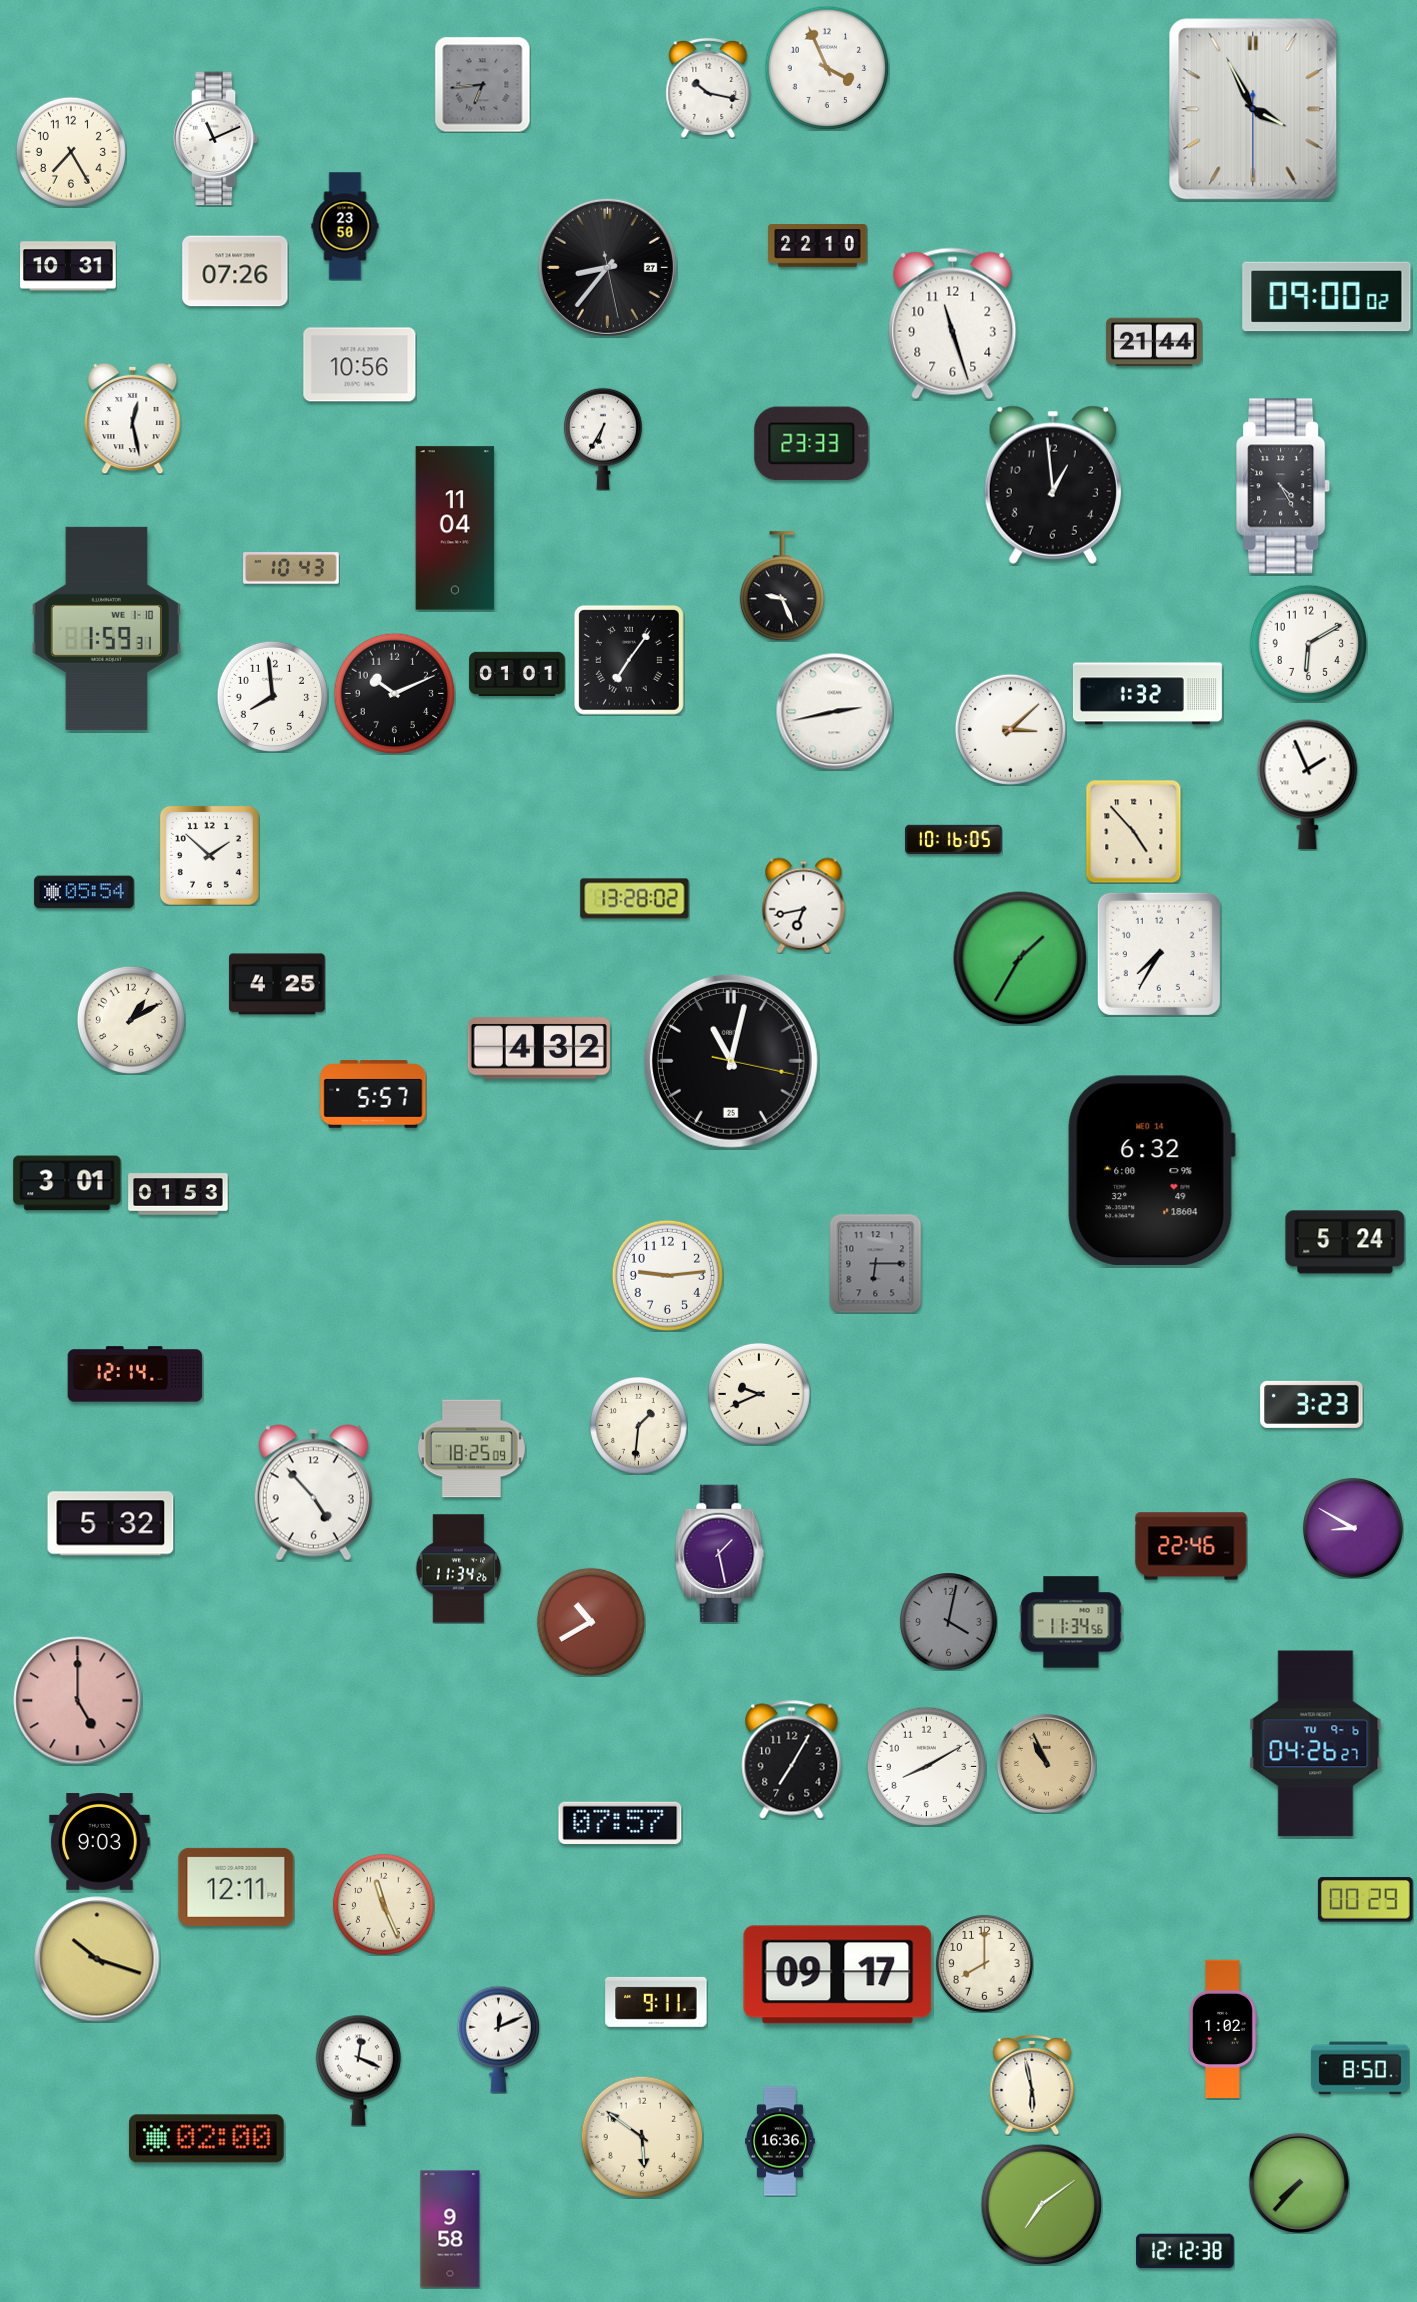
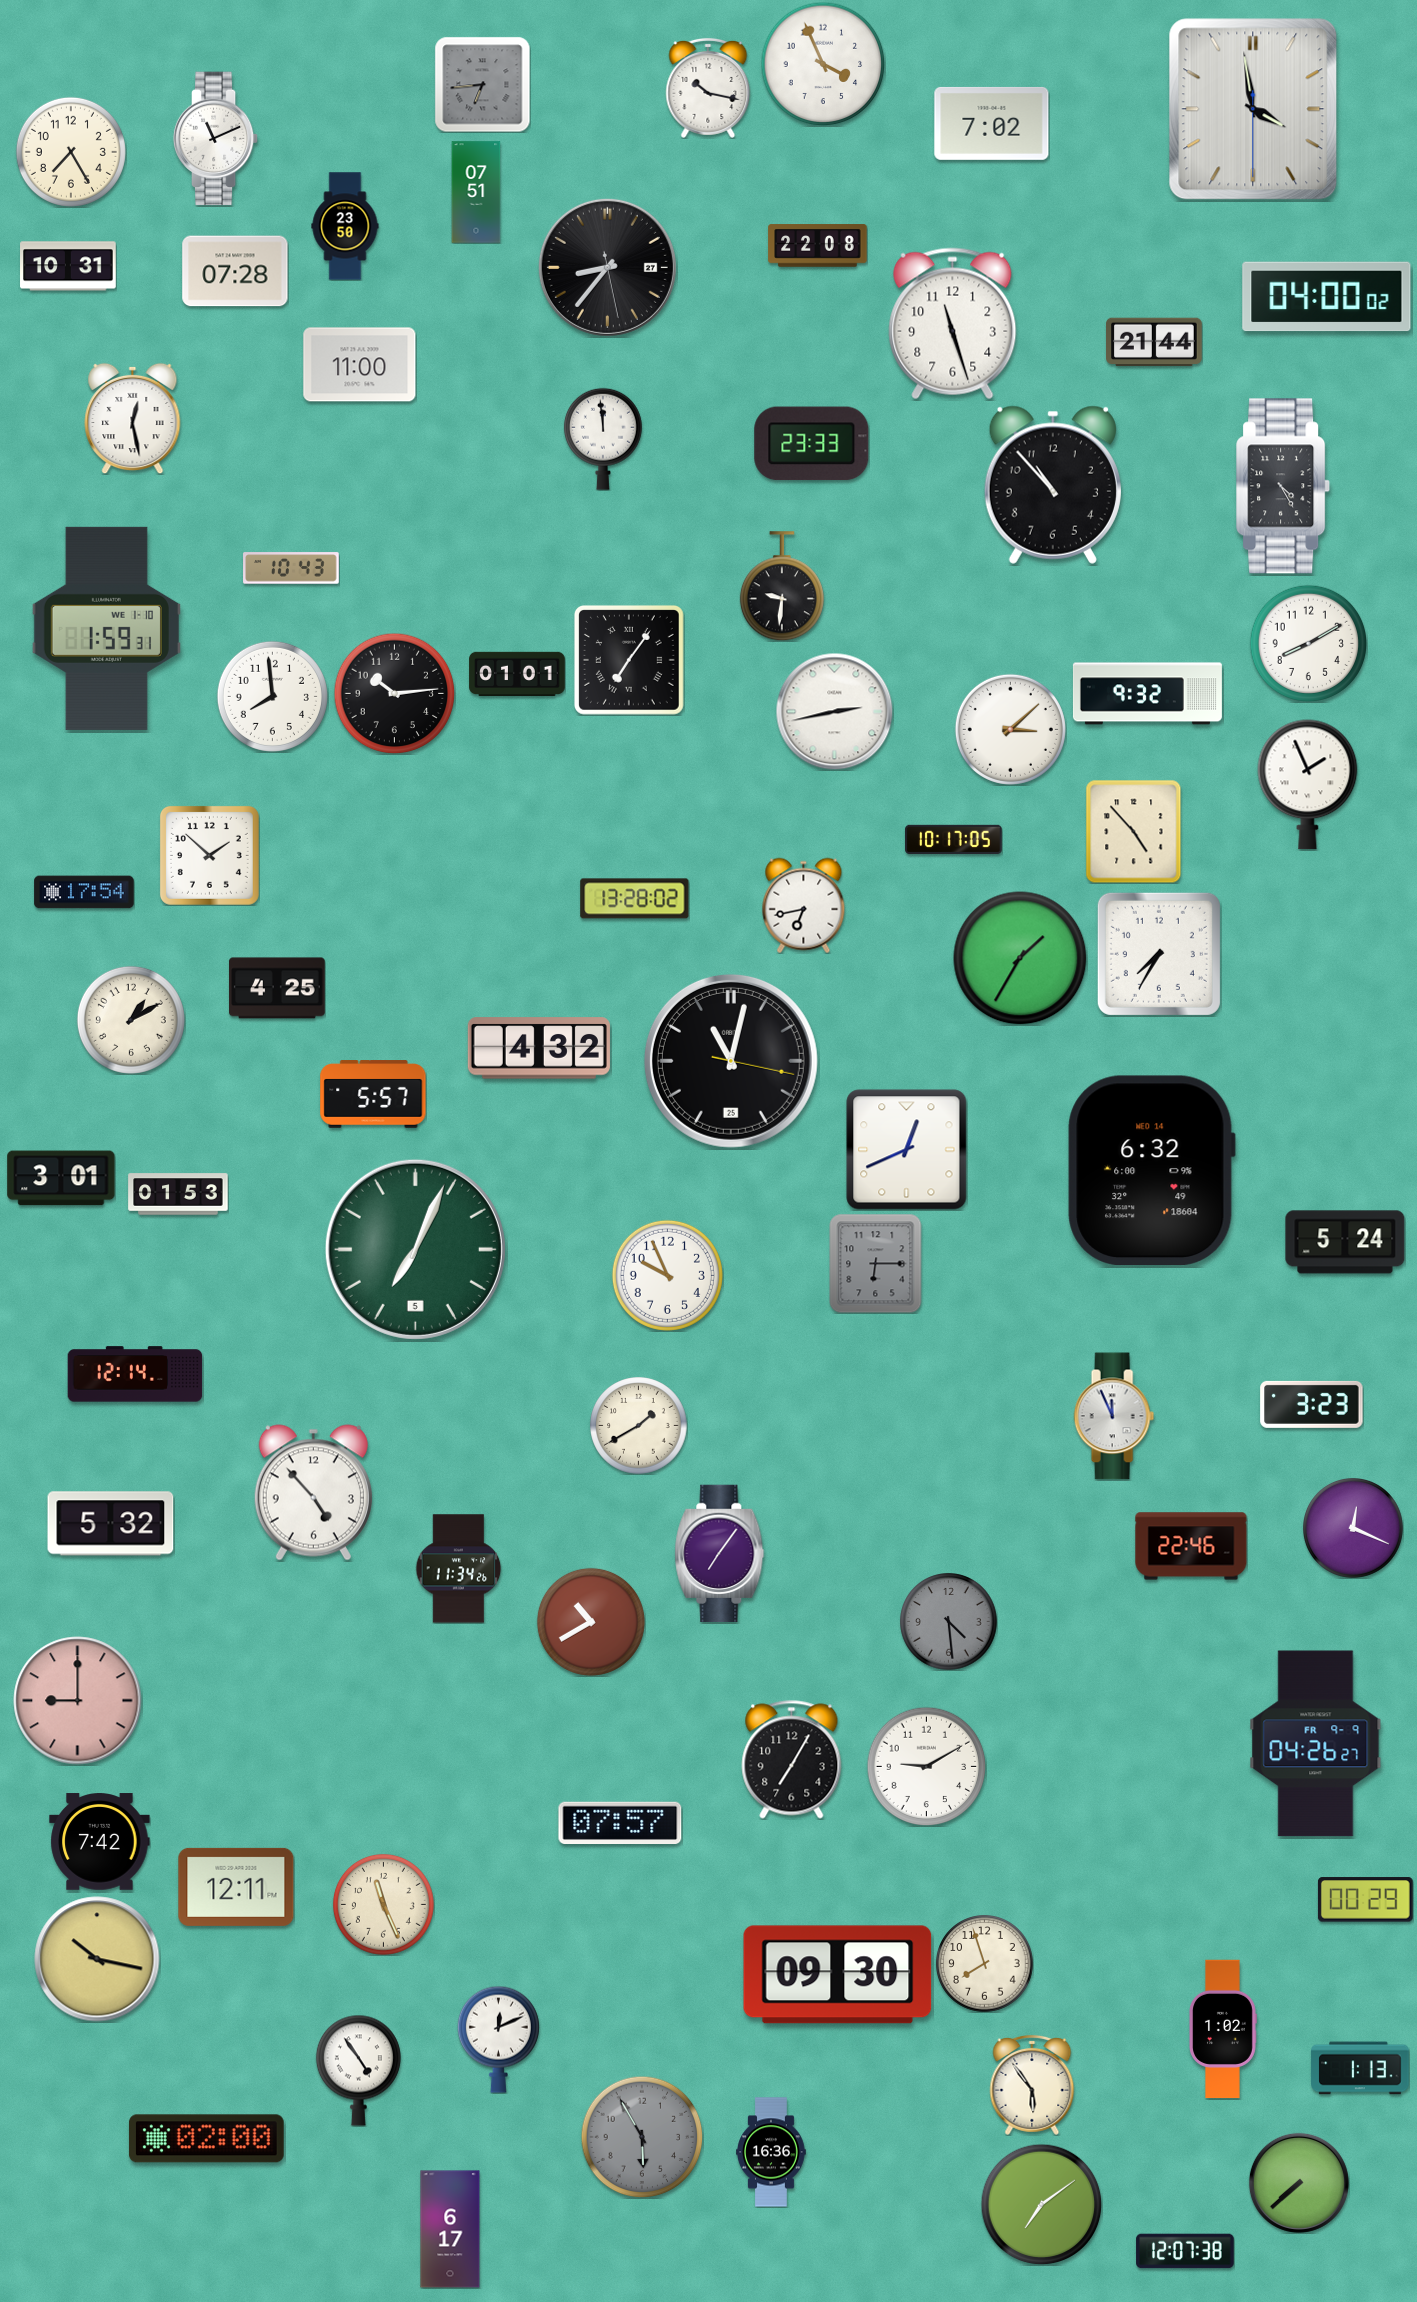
clock at (827, 68) position: (827, 68) -> (823, 64)
clock at (1253, 109): 3:55 -> 3:58
clock at (992, 123): none -> 7:02
clock at (476, 192): none -> 07:51
clock at (818, 246): 22:10 -> 22:08
clock at (235, 271): 07:26 -> 07:28
clock at (1327, 297): 09:00 -> 04:00
clock at (360, 365): 10:56 -> 11:00
clock at (603, 439): 6:35 -> 11:59
clock at (1053, 485): 12:59 -> 10:53
clock at (455, 528): 11:04 -> none
clock at (782, 586): 9:26 -> 9:31
clock at (1308, 643): 6:10 -> 8:10
clock at (394, 693): 10:11 -> 10:14
clock at (1147, 694): 1:32 -> 9:32
clock at (954, 839): 10:16 -> 10:17
clock at (84, 892): 05:54 -> 17:54
clock at (277, 984) position: (277, 984) -> (277, 988)
clock at (907, 1150): none -> 12:41
clock at (67, 1183) position: (67, 1183) -> (61, 1178)
clock at (415, 1249): none -> 7:04
clock at (667, 1275): 9:14 -> 9:56
clock at (759, 1394): 9:41 -> none
clock at (1114, 1416): none -> 11:56
clock at (639, 1426): 1:31 -> 1:40
clock at (471, 1449): 18:25 -> none
clock at (1354, 1529): 8:50 -> 12:19
clock at (720, 1554): 1:28 -> 7:06
clock at (949, 1622): 4:02 -> 4:29
clock at (1071, 1622): 11:34 -> none
clock at (78, 1701): 5:00 -> 9:00
clock at (1316, 1744) date: TU 9-6 -> FR 9-9
clock at (1046, 1763): 10:56 -> none
clock at (926, 1766): 8:10 -> 9:10
clock at (100, 1842): 9:03 -> 7:42
clock at (97, 1959): 10:18 -> 10:17
clock at (985, 1964): 8:00 -> 7:57
clock at (838, 1975): 09:17 -> 09:30
clock at (656, 2002): 9:11 -> none
clock at (1360, 2068): 8:50 -> 1:13
clock at (358, 2070): 12:19 -> 4:54
clock at (1032, 2085): 5:58 -> 5:54
clock at (642, 2137): 5:51 -> 5:55
clock at (642, 2137) dial: cream -> grey
clock at (781, 2141) position: (781, 2141) -> (772, 2152)
clock at (1299, 2183): 7:37 -> 7:38
clock at (450, 2229): 9:58 -> 6:17
clock at (1185, 2251): 12:12 -> 12:07
